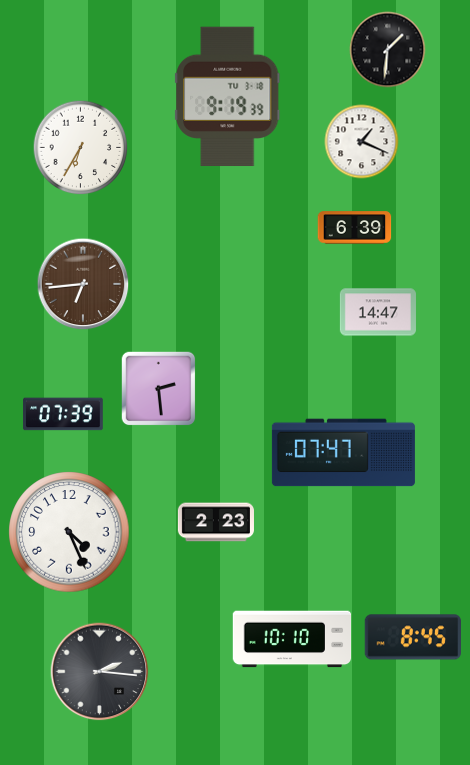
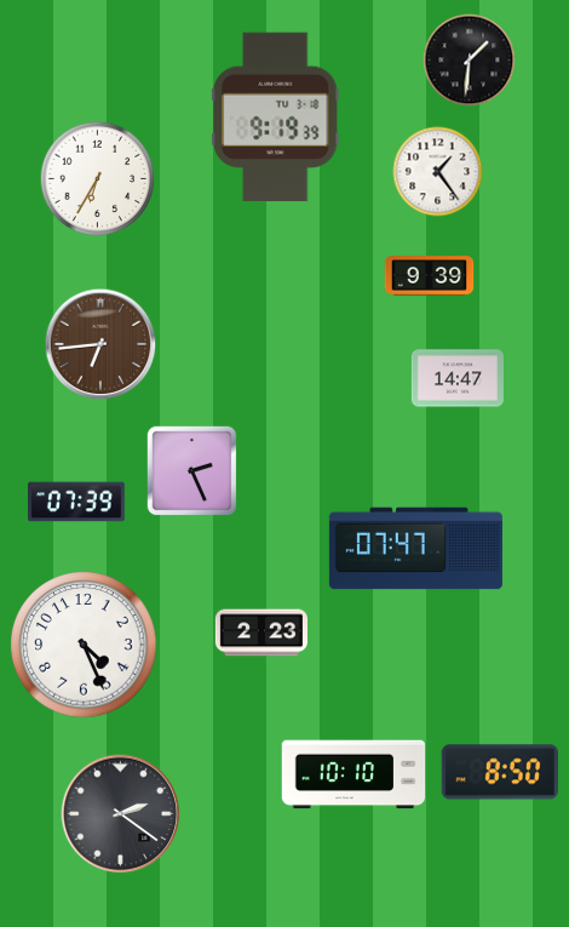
clock at (362, 142): 1:19 -> 1:24
clock at (355, 228): 6:39 -> 9:39
clock at (159, 389): 2:29 -> 2:26
clock at (413, 637): 8:45 -> 8:50
clock at (100, 672): 2:16 -> 2:21
